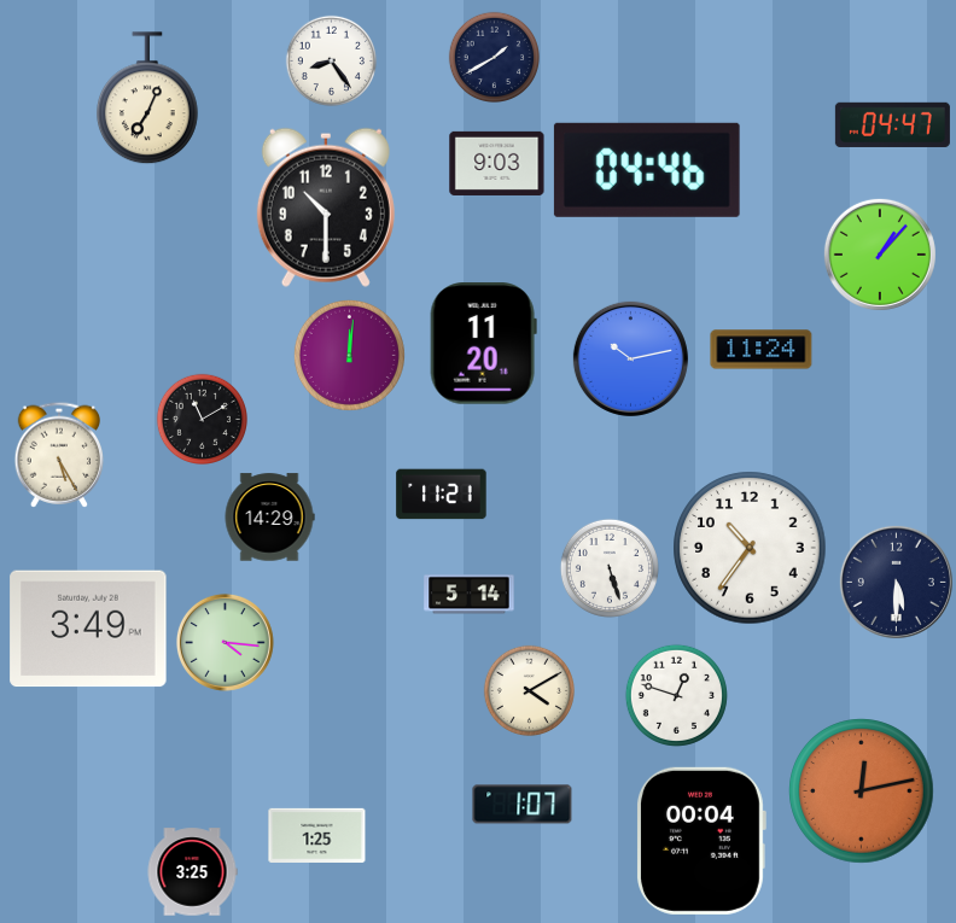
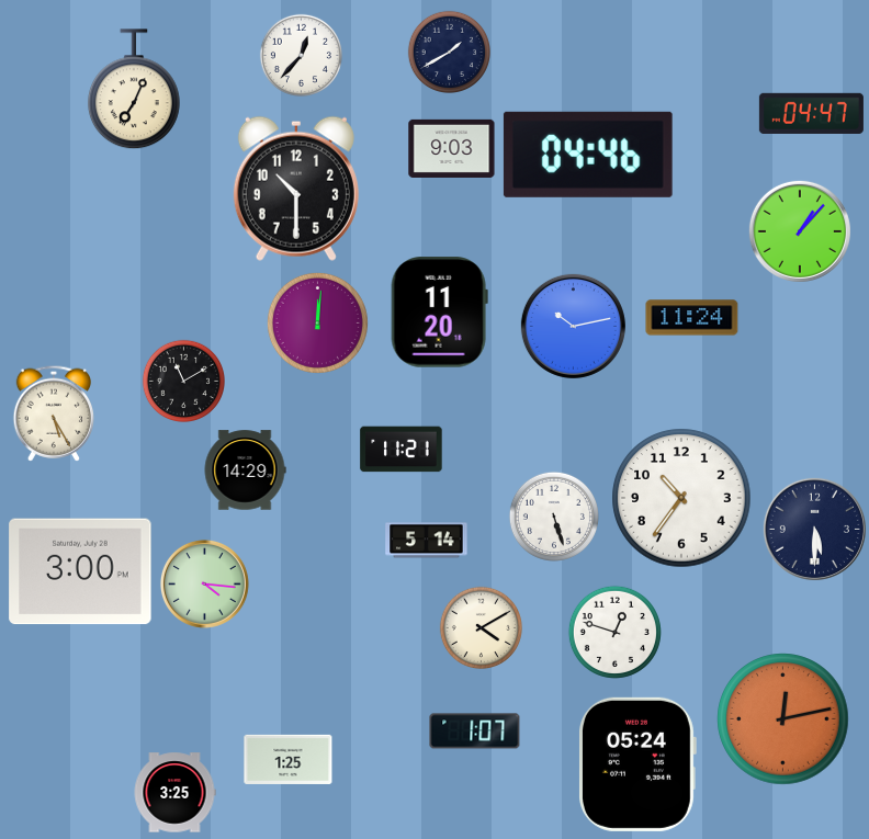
clock at (331, 60): 8:24 -> 12:37
clock at (88, 629): 3:49 -> 3:00
clock at (701, 841): 00:04 -> 05:24
